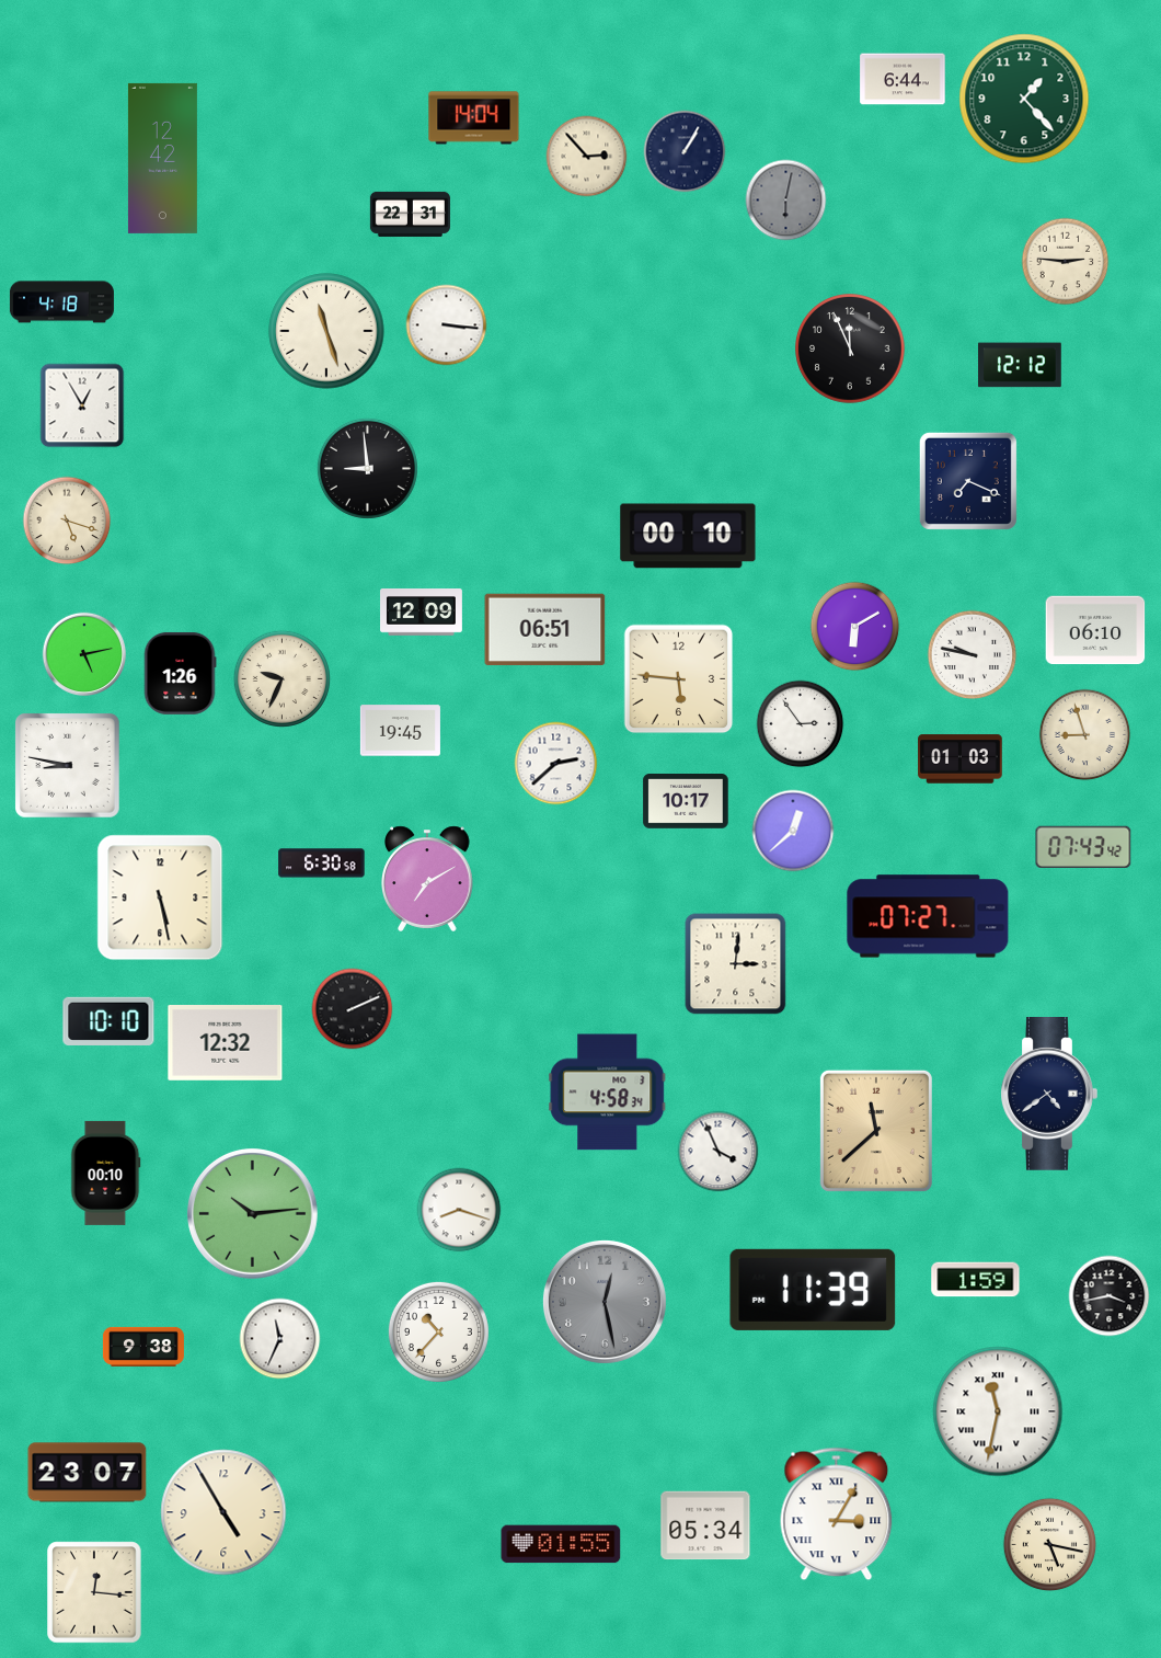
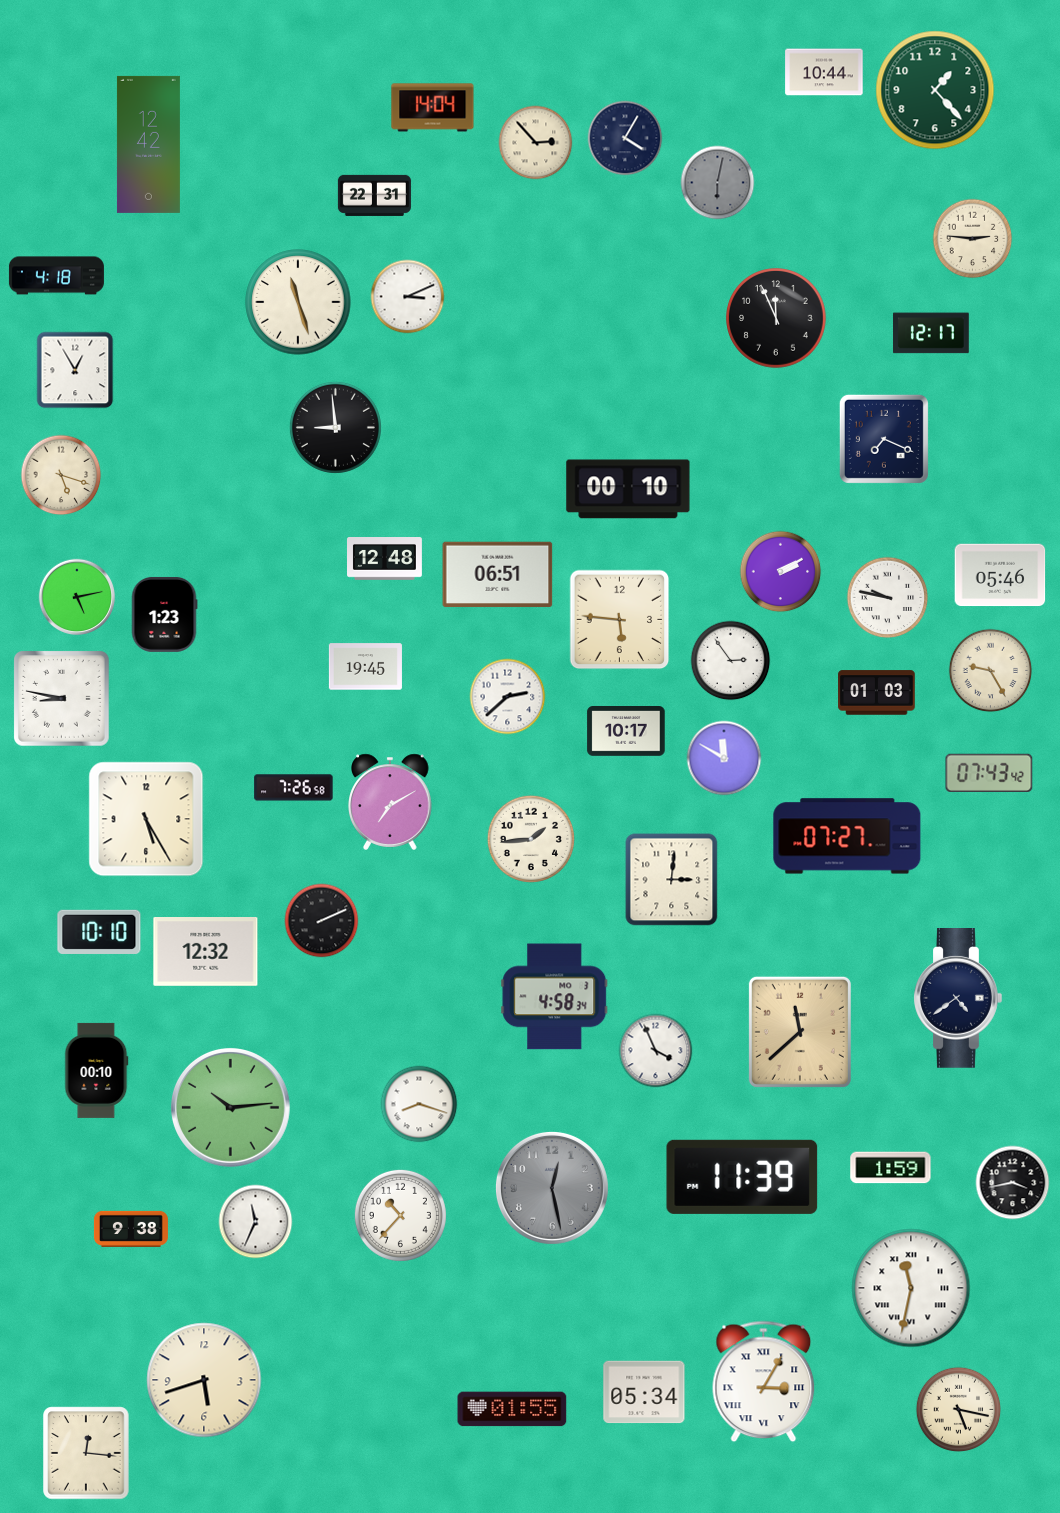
clock at (903, 79): 6:44 -> 10:44
clock at (685, 151): 1:05 -> 4:05
clock at (447, 325): 3:16 -> 3:11
clock at (1021, 365): 12:12 -> 12:17
clock at (422, 613): 12:09 -> 12:48
clock at (855, 627): 6:10 -> 2:10
clock at (1095, 630): 06:10 -> 05:46
clock at (180, 673): 1:26 -> 1:23
clock at (281, 678): 9:34 -> none
clock at (1085, 735): 8:57 -> 9:25
clock at (793, 831): 12:38 -> 11:50
clock at (322, 864): 6:30 -> 7:26
clock at (160, 897): 5:28 -> 5:25
clock at (531, 839): none -> 1:44
clock at (88, 1473): 23:07 -> none
clock at (223, 1512): 4:55 -> 5:42
